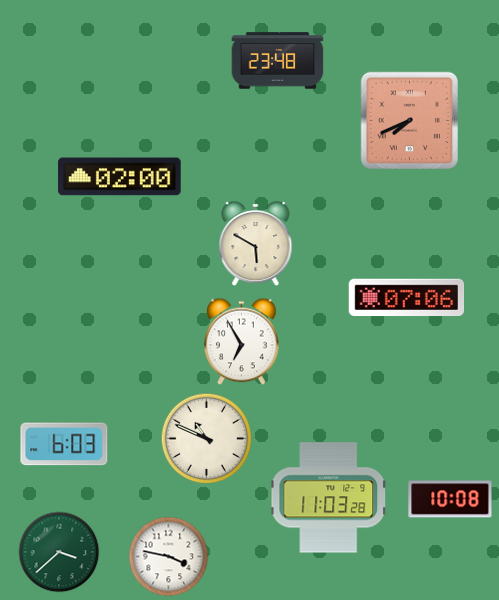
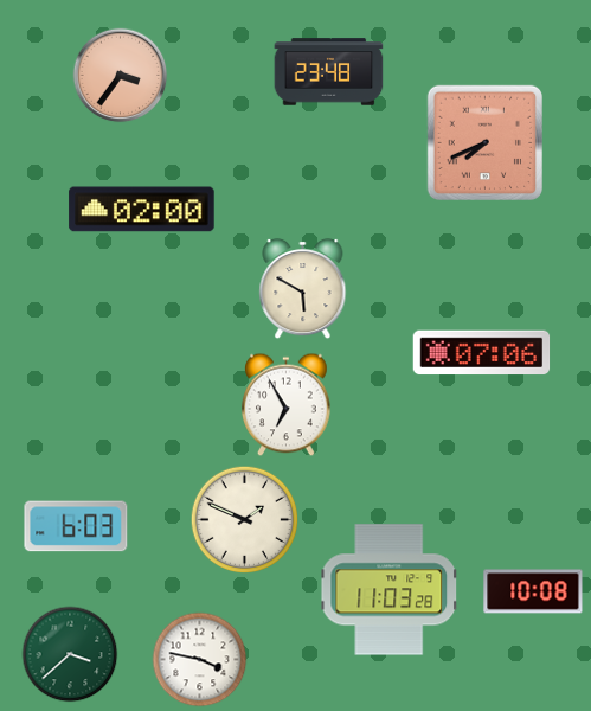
clock at (121, 76): none -> 3:36
clock at (207, 439): 10:49 -> 1:49
